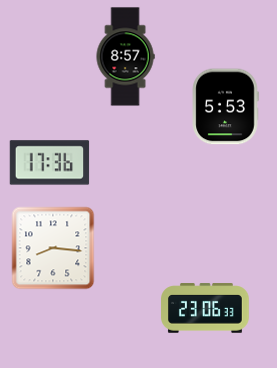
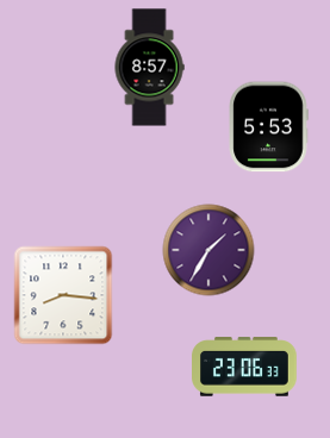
clock at (50, 163): 17:36 -> none
clock at (208, 250): none -> 1:35
